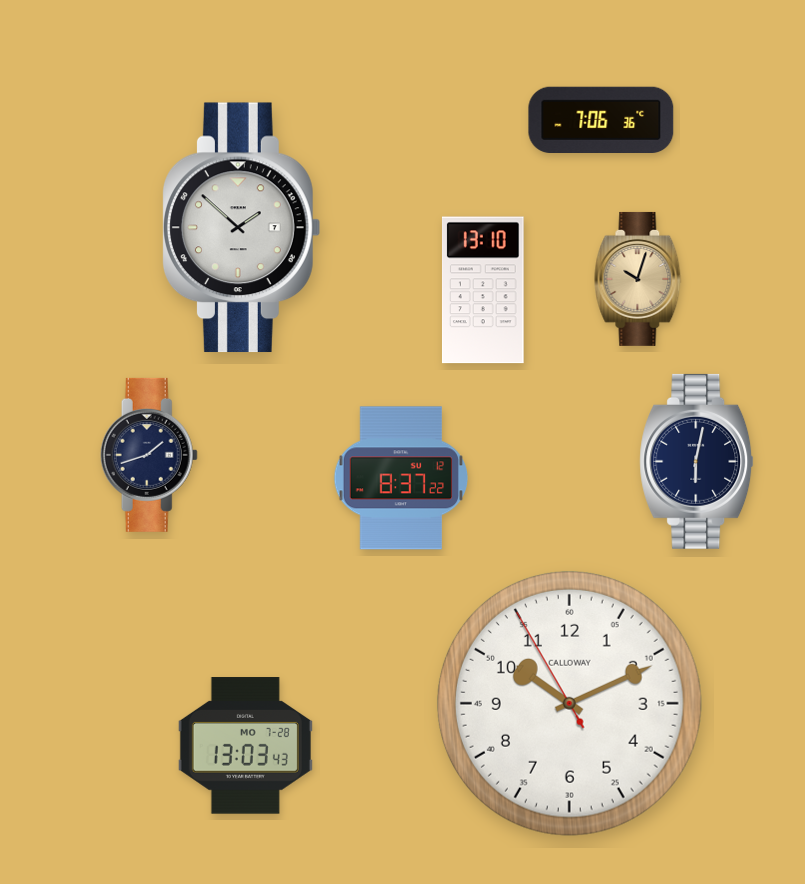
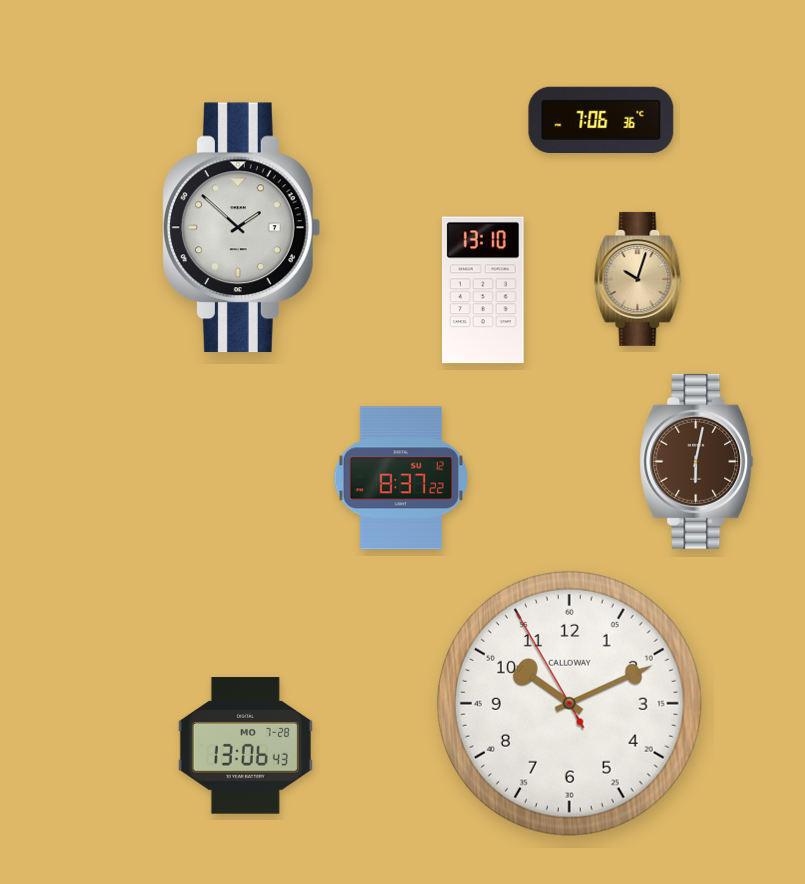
clock at (149, 455): 1:42 -> none
clock at (697, 461) dial: navy -> brown
clock at (245, 746): 13:03 -> 13:06
